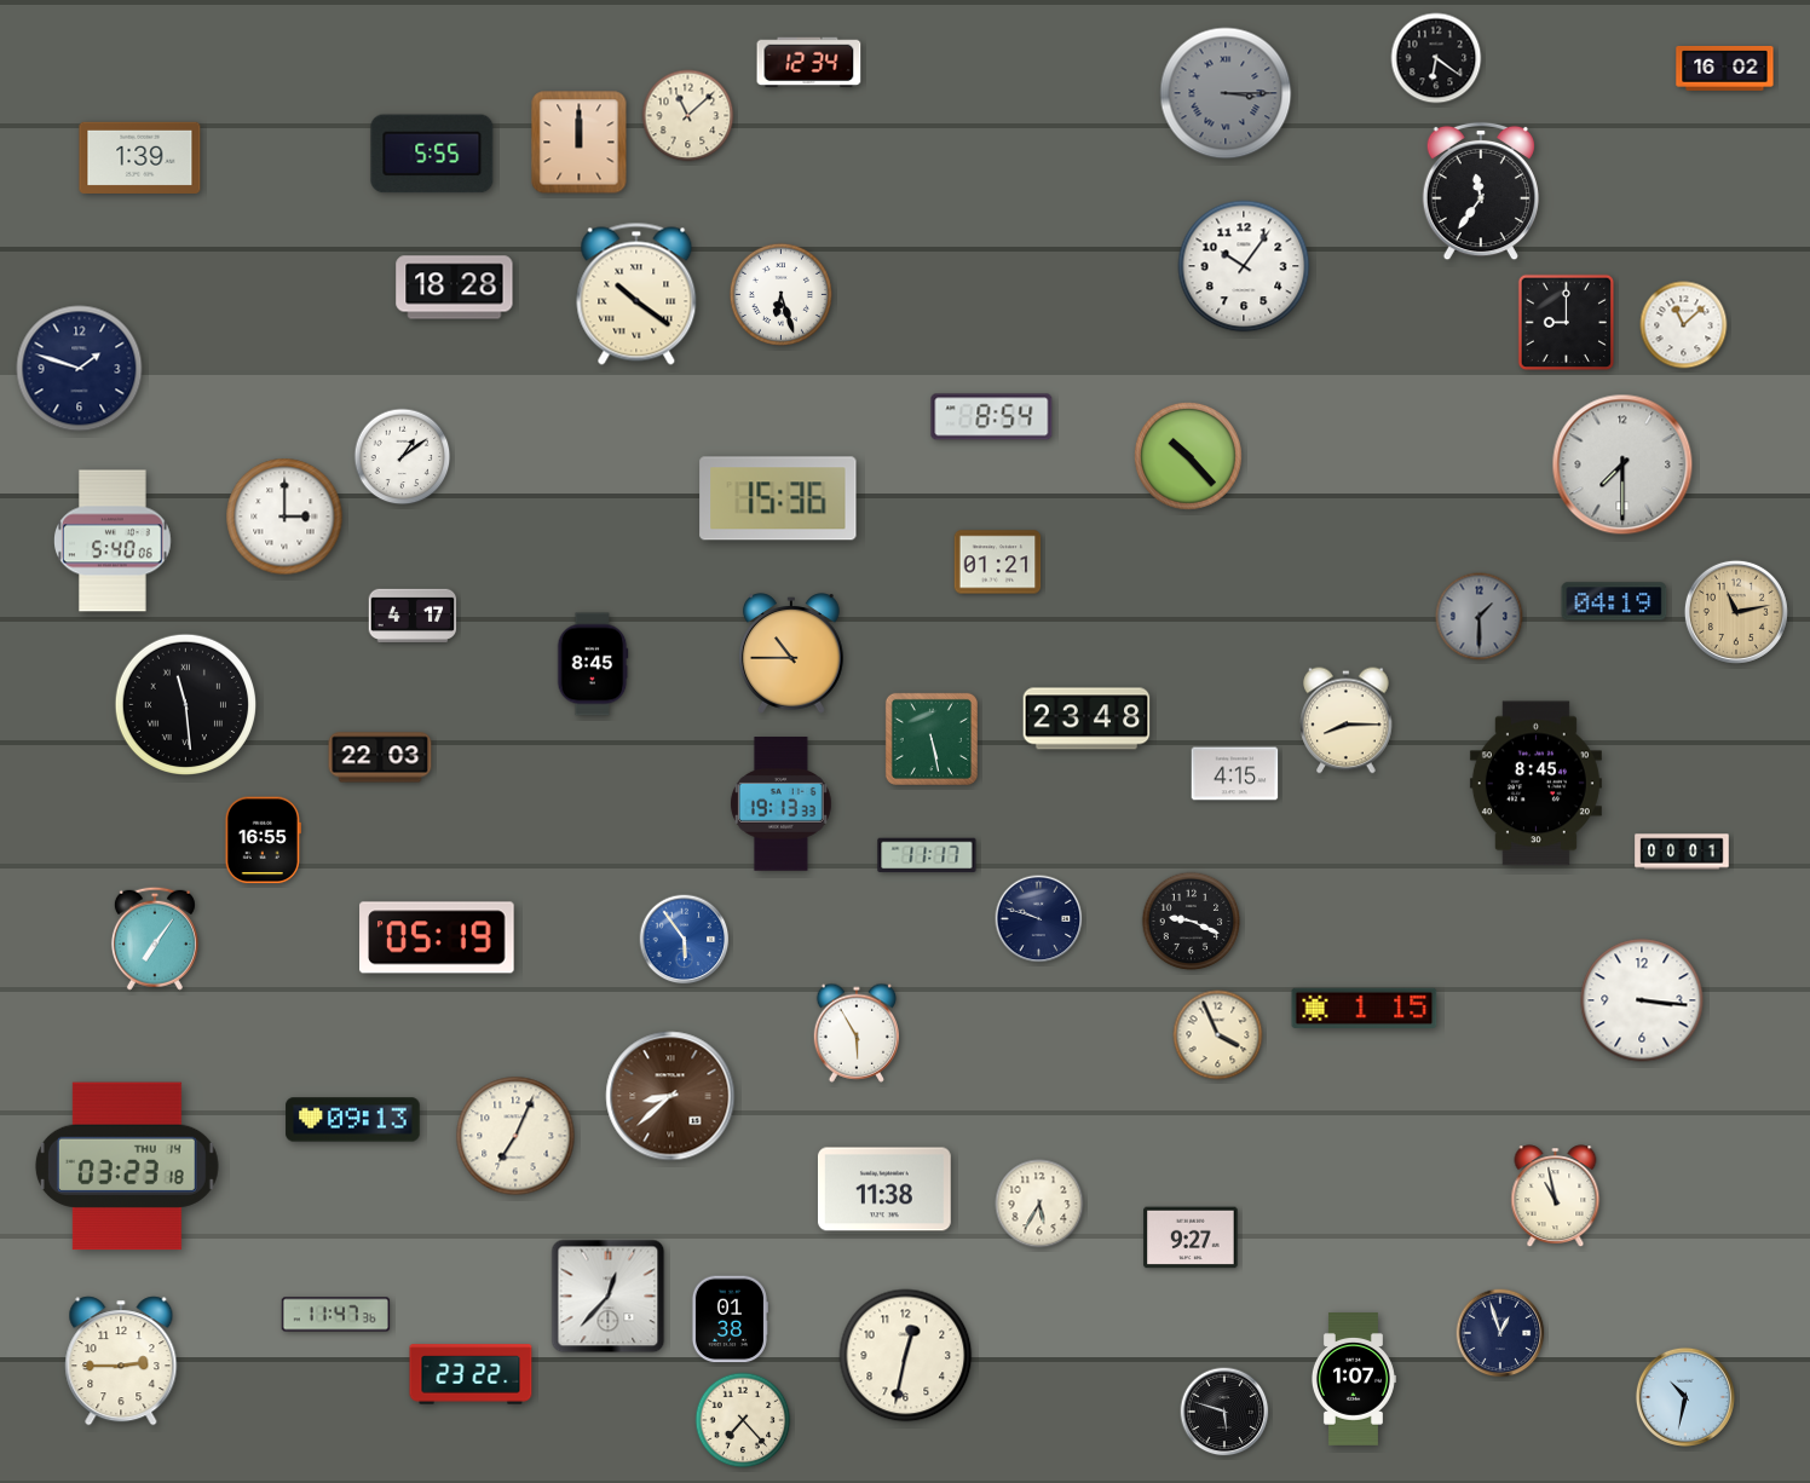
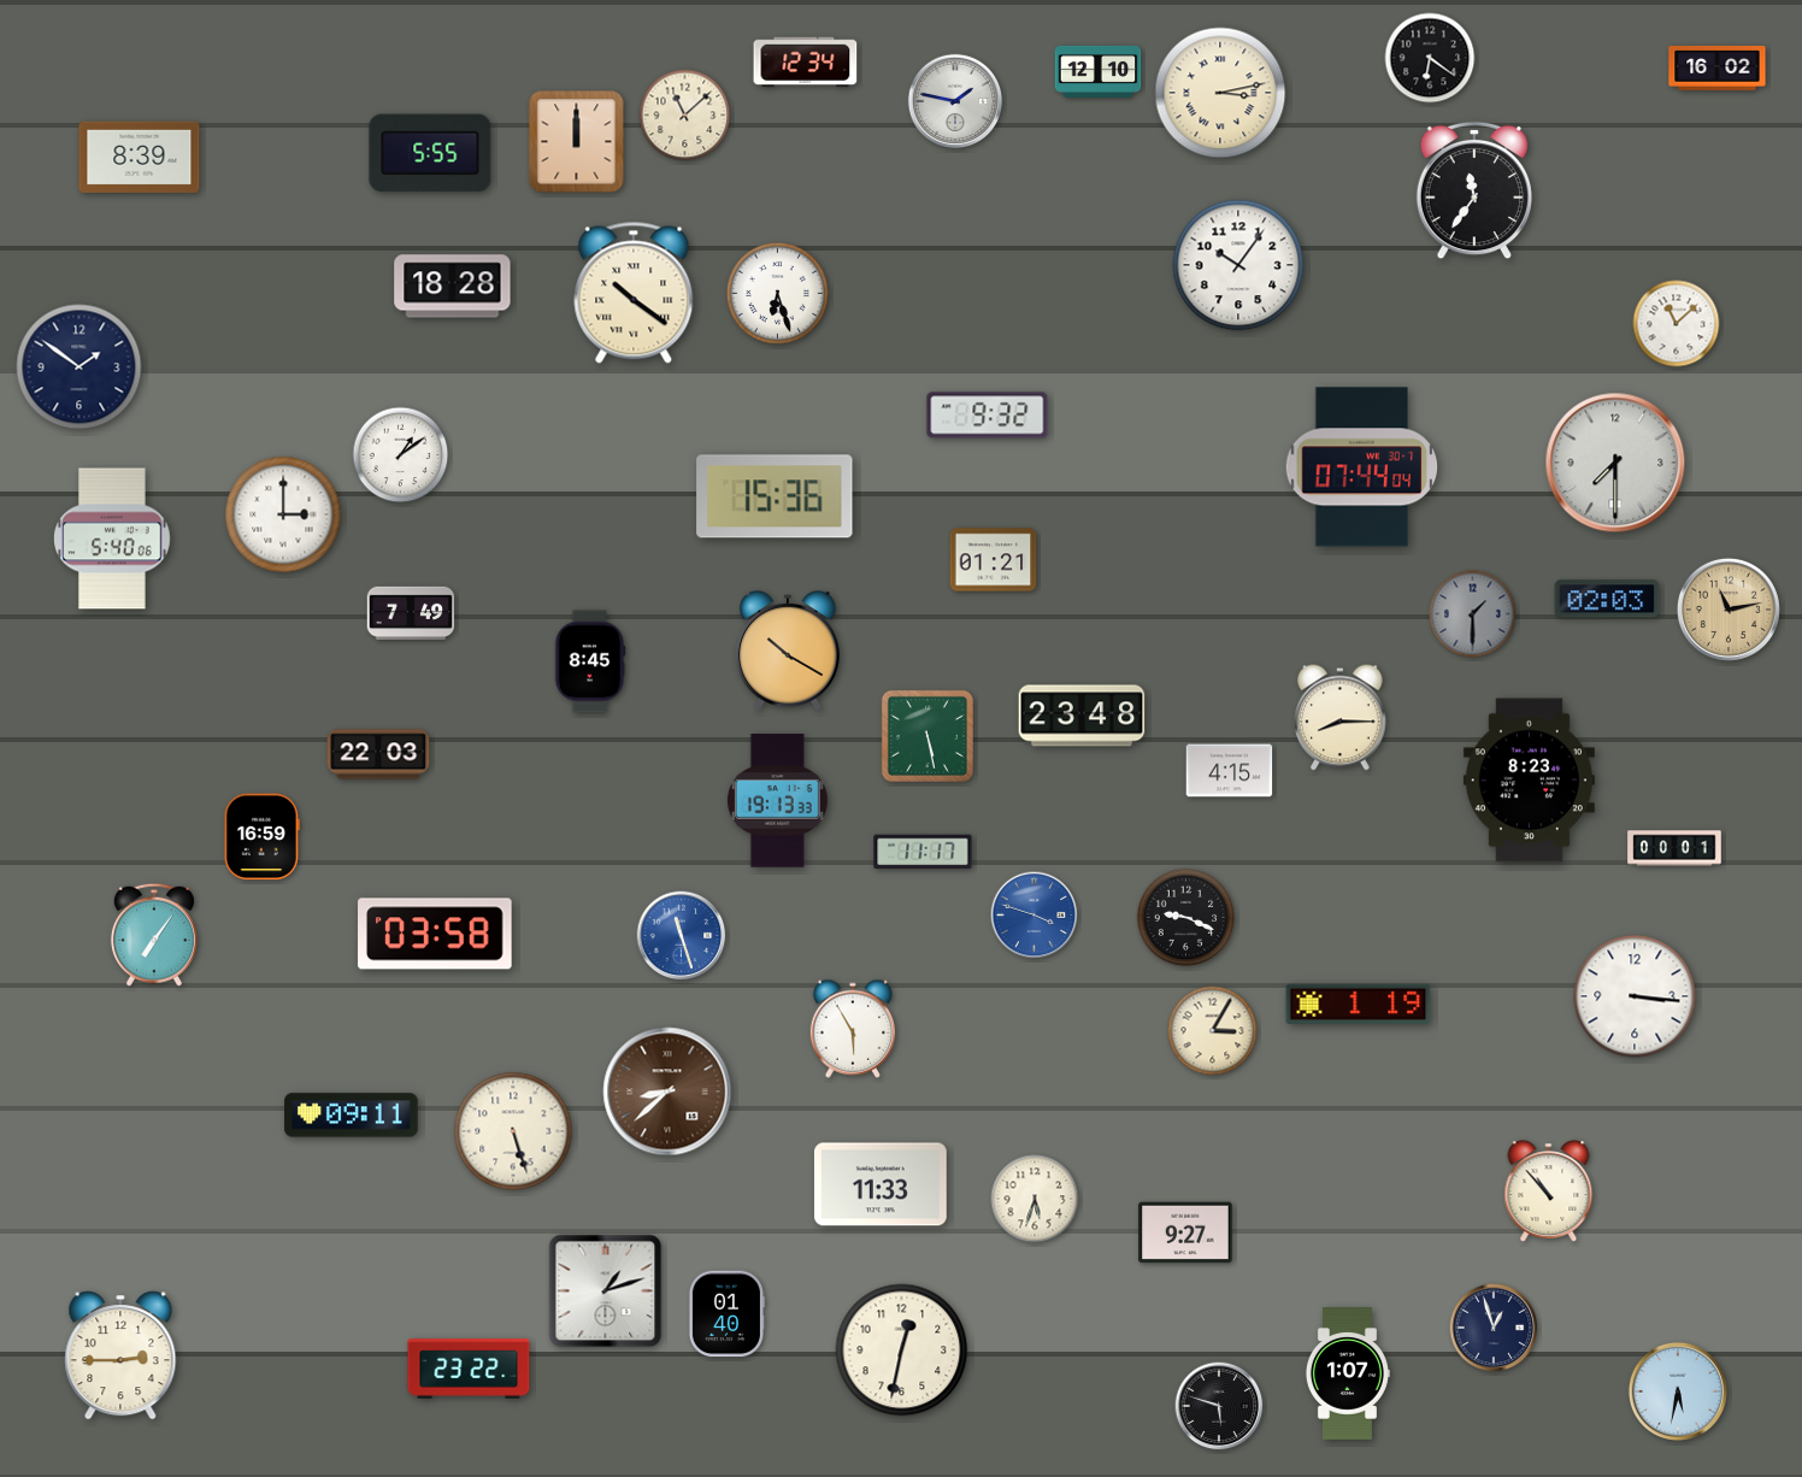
clock at (1099, 71): none -> 12:10
clock at (1226, 93): 3:15 -> 3:13
clock at (1226, 93) dial: grey -> cream
clock at (955, 101): none -> 1:47
clock at (140, 157): 1:39 -> 8:39
clock at (1566, 322): 9:00 -> none
clock at (80, 369): 1:48 -> 1:51
clock at (992, 417): 8:54 -> 9:32
clock at (1188, 456): 10:23 -> none
clock at (1362, 467): none -> 07:44
clock at (1614, 601): 04:19 -> 02:03
clock at (413, 614): 4:17 -> 7:49
clock at (791, 653): 10:45 -> 10:20
clock at (185, 704): 11:29 -> none
clock at (1535, 784): 8:45 -> 8:23
clock at (263, 841): 16:55 -> 16:59
clock at (1039, 919): 9:48 -> 3:48
clock at (1039, 919) dial: navy -> blue
clock at (437, 937): 05:19 -> 03:58
clock at (685, 940): 5:54 -> 11:27
clock at (1365, 1008): 1:15 -> 1:19
clock at (1218, 1035): 3:56 -> 3:05
clock at (353, 1120): 09:13 -> 09:11
clock at (515, 1136): 7:04 -> 5:27
clock at (127, 1166): 03:23 -> none
clock at (884, 1189): 11:38 -> 11:33
clock at (1556, 1195): 10:58 -> 10:53
clock at (1039, 1204): 5:35 -> 5:33
clock at (609, 1297): 12:37 -> 1:12
clock at (336, 1315): 11:47 -> none
clock at (730, 1320): 01:38 -> 01:40
clock at (1685, 1397): 10:32 -> 5:32
clock at (743, 1420): 7:23 -> none
